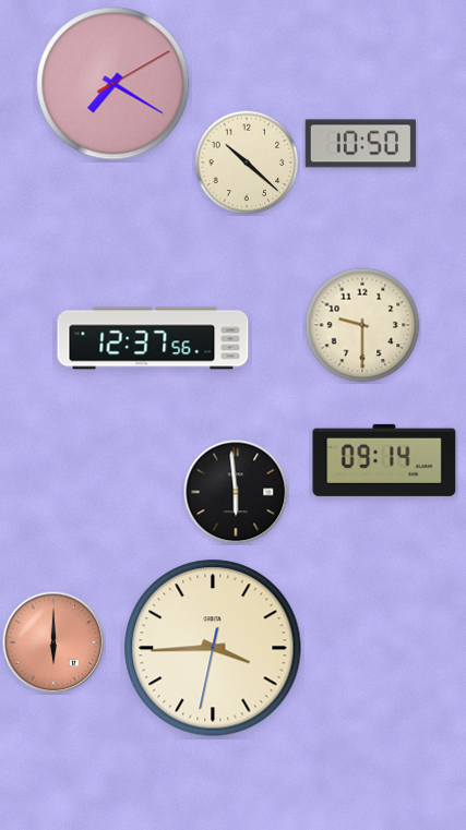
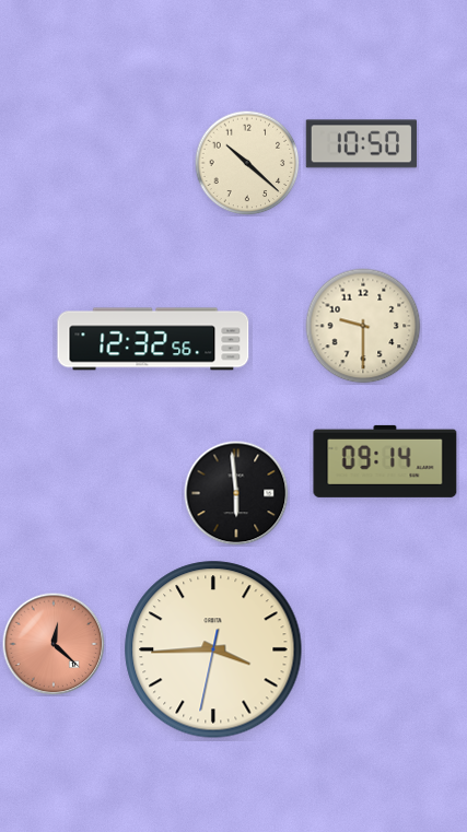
clock at (113, 84): 7:20 -> none
clock at (153, 338): 12:37 -> 12:32
clock at (53, 642): 6:00 -> 12:22
